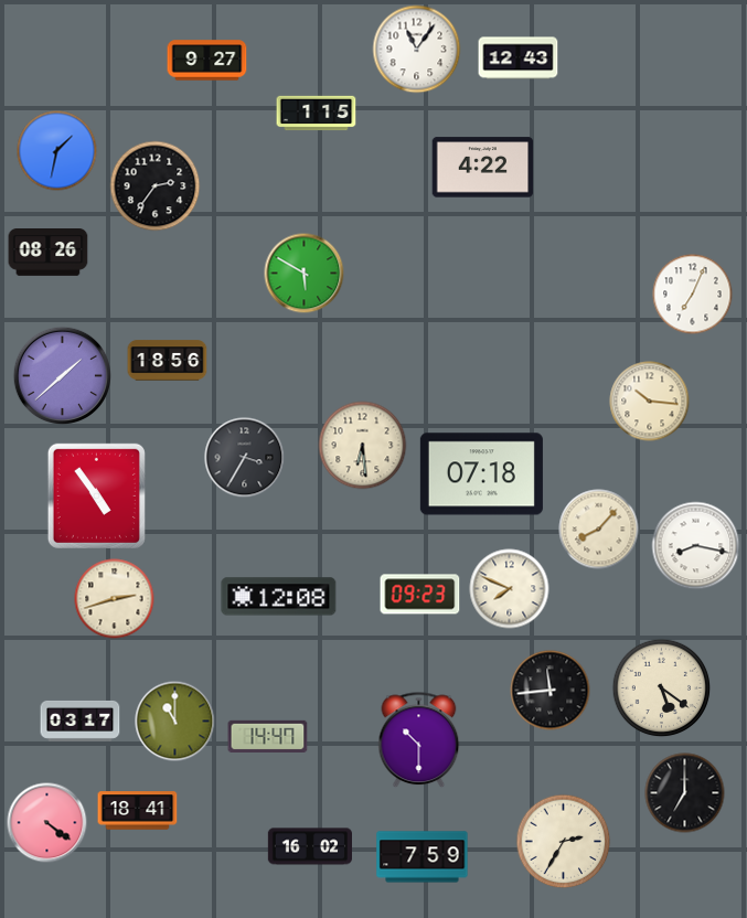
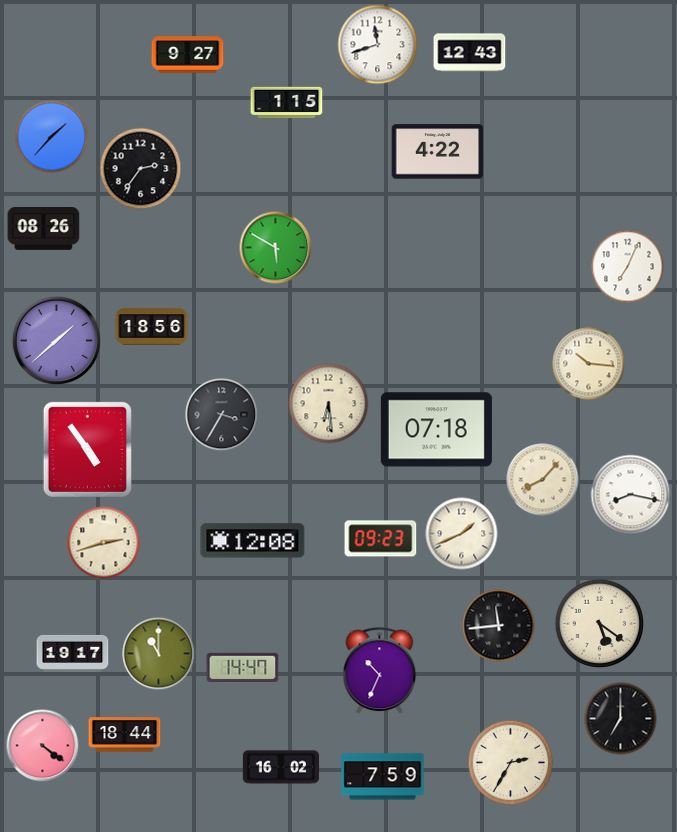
clock at (417, 50): 11:06 -> 11:42
clock at (57, 151): 1:32 -> 1:37
clock at (510, 589): 7:49 -> 1:41
clock at (81, 720): 03:17 -> 19:17
clock at (419, 740): 10:30 -> 10:34
clock at (138, 811): 18:41 -> 18:44
